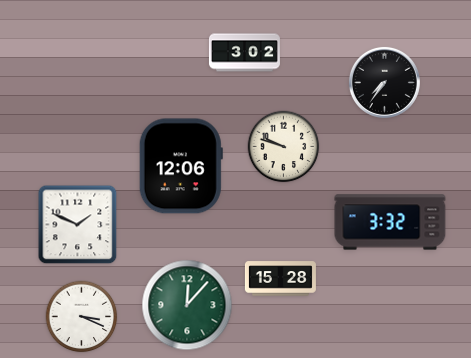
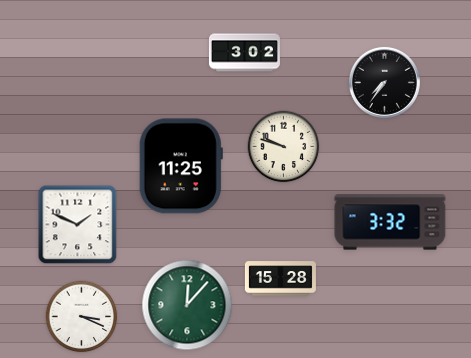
clock at (181, 166): 12:06 -> 11:25
